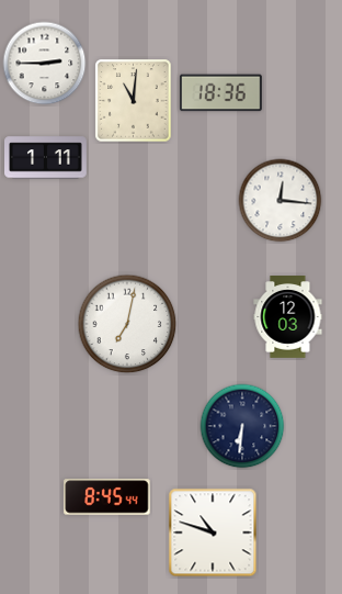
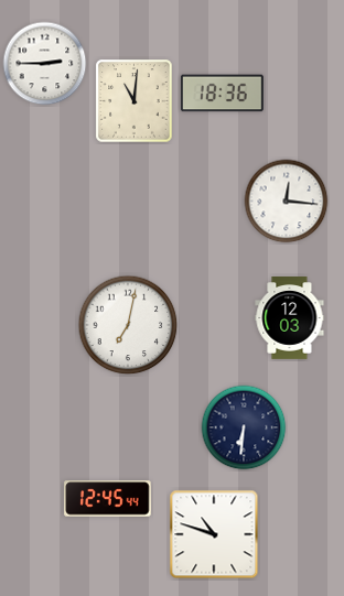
clock at (46, 158): 1:11 -> none
clock at (281, 201) position: (281, 201) -> (287, 202)
clock at (107, 497): 8:45 -> 12:45
